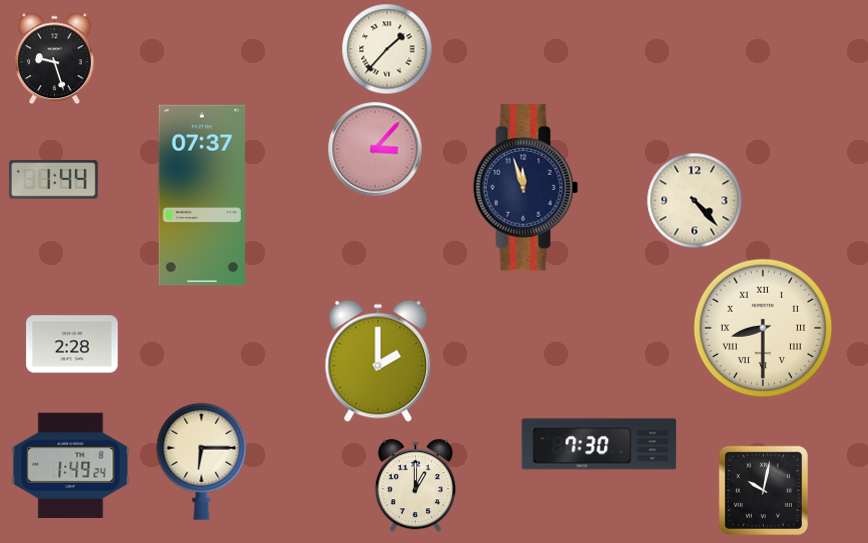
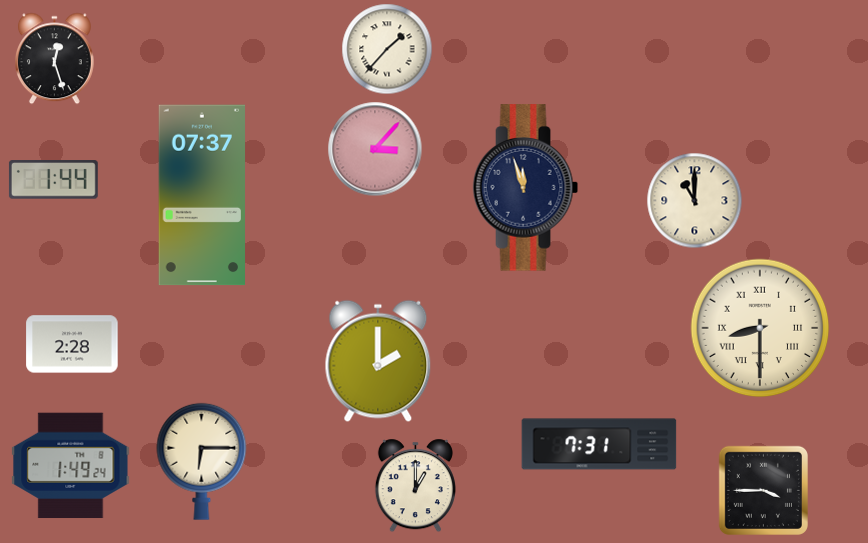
clock at (54, 59): 9:27 -> 12:27
clock at (695, 201): 4:23 -> 11:00
clock at (763, 328) position: (763, 328) -> (760, 328)
clock at (599, 444): 7:30 -> 7:31
clock at (763, 490): 10:02 -> 3:45
